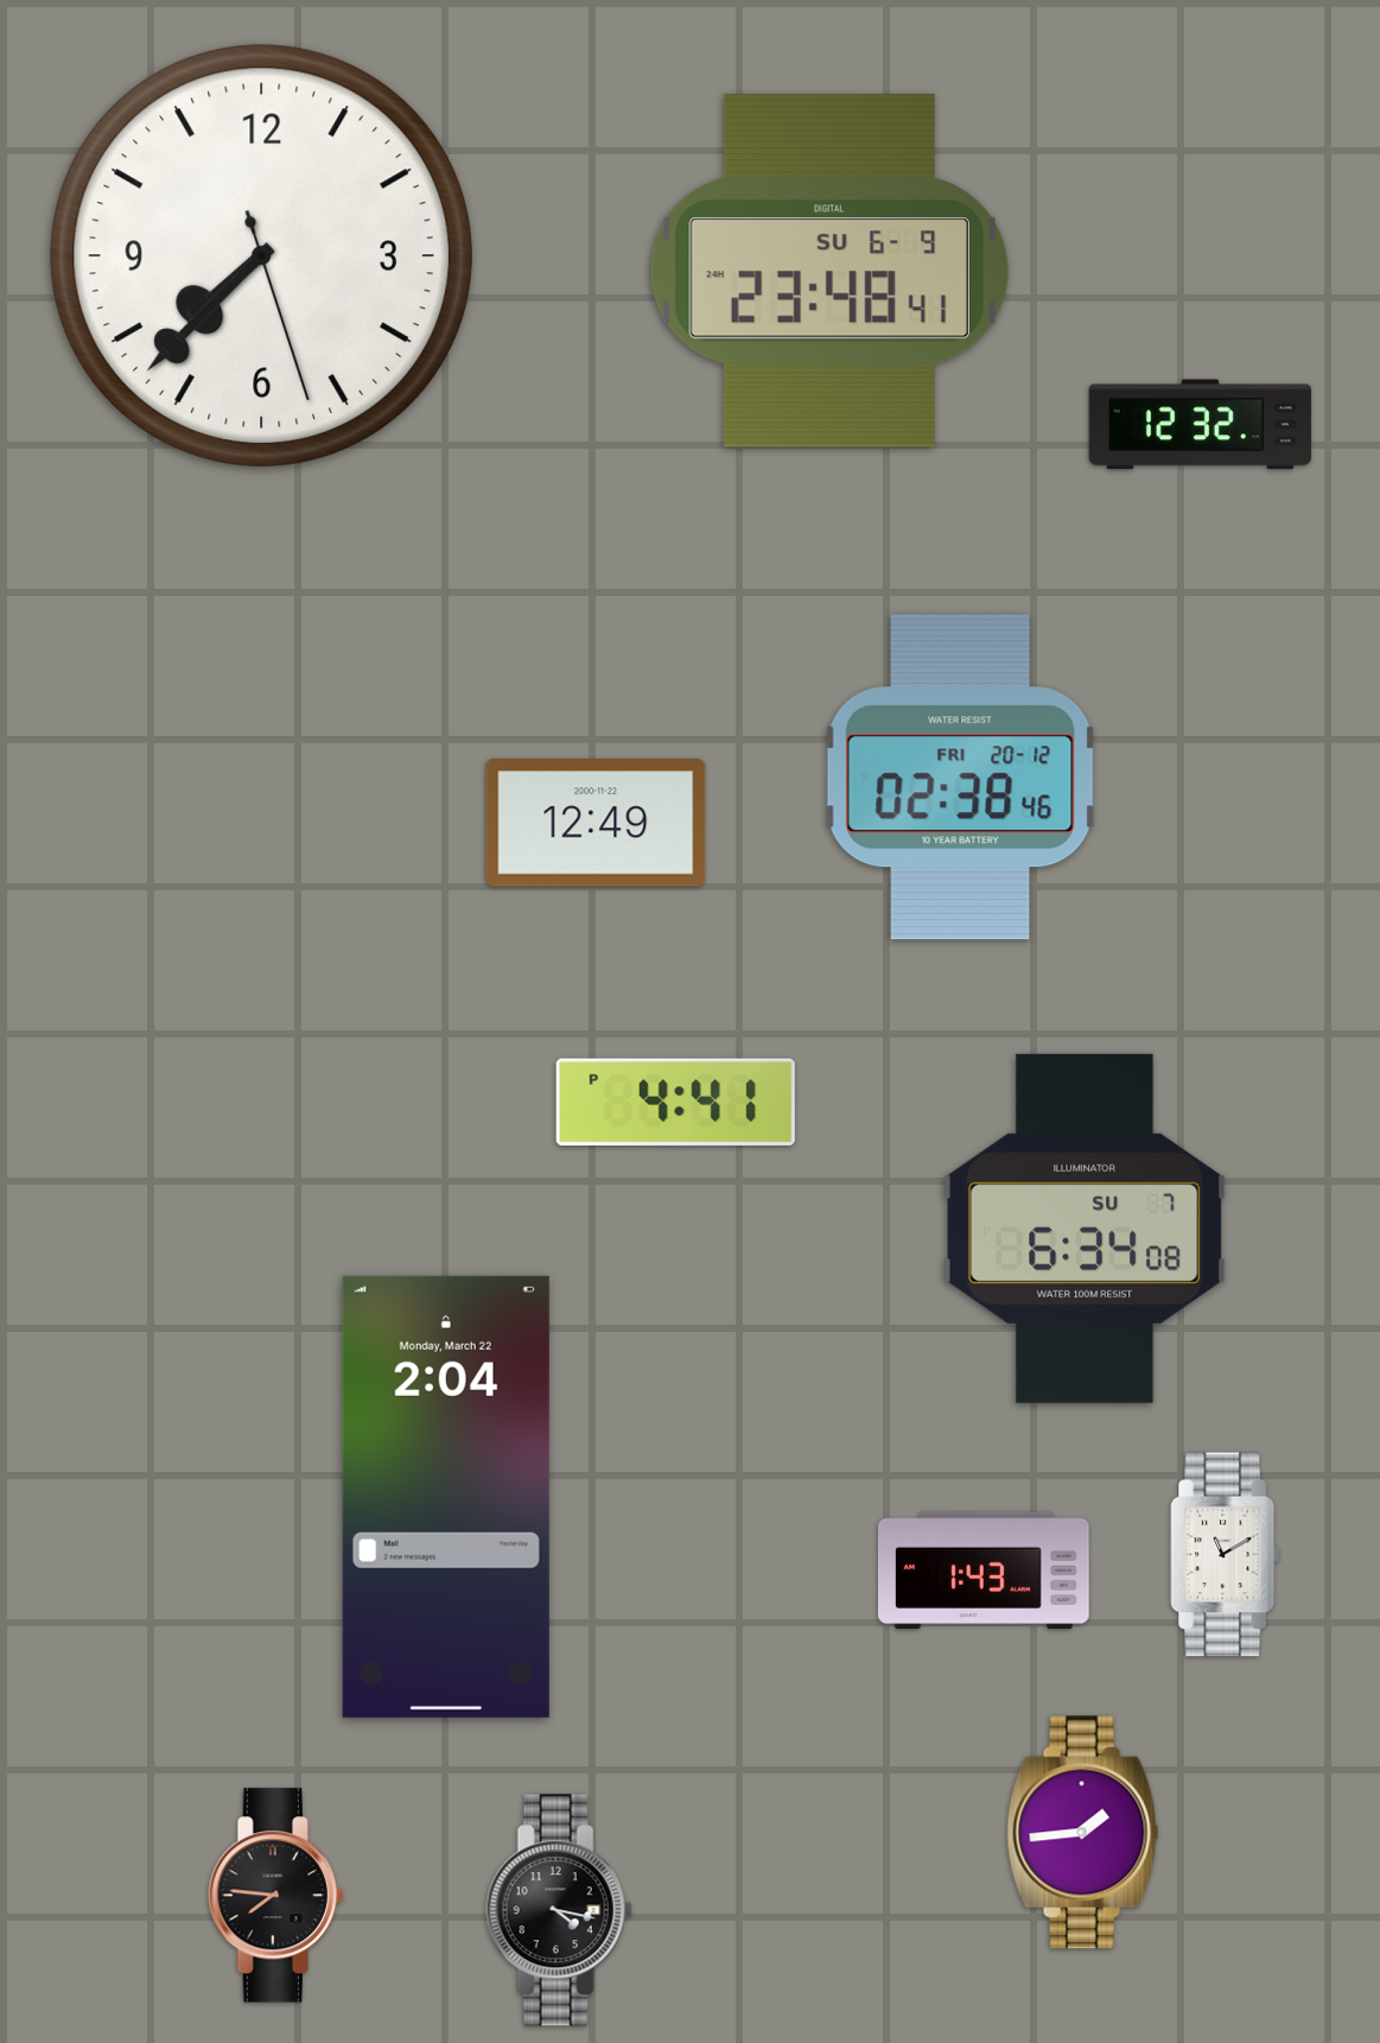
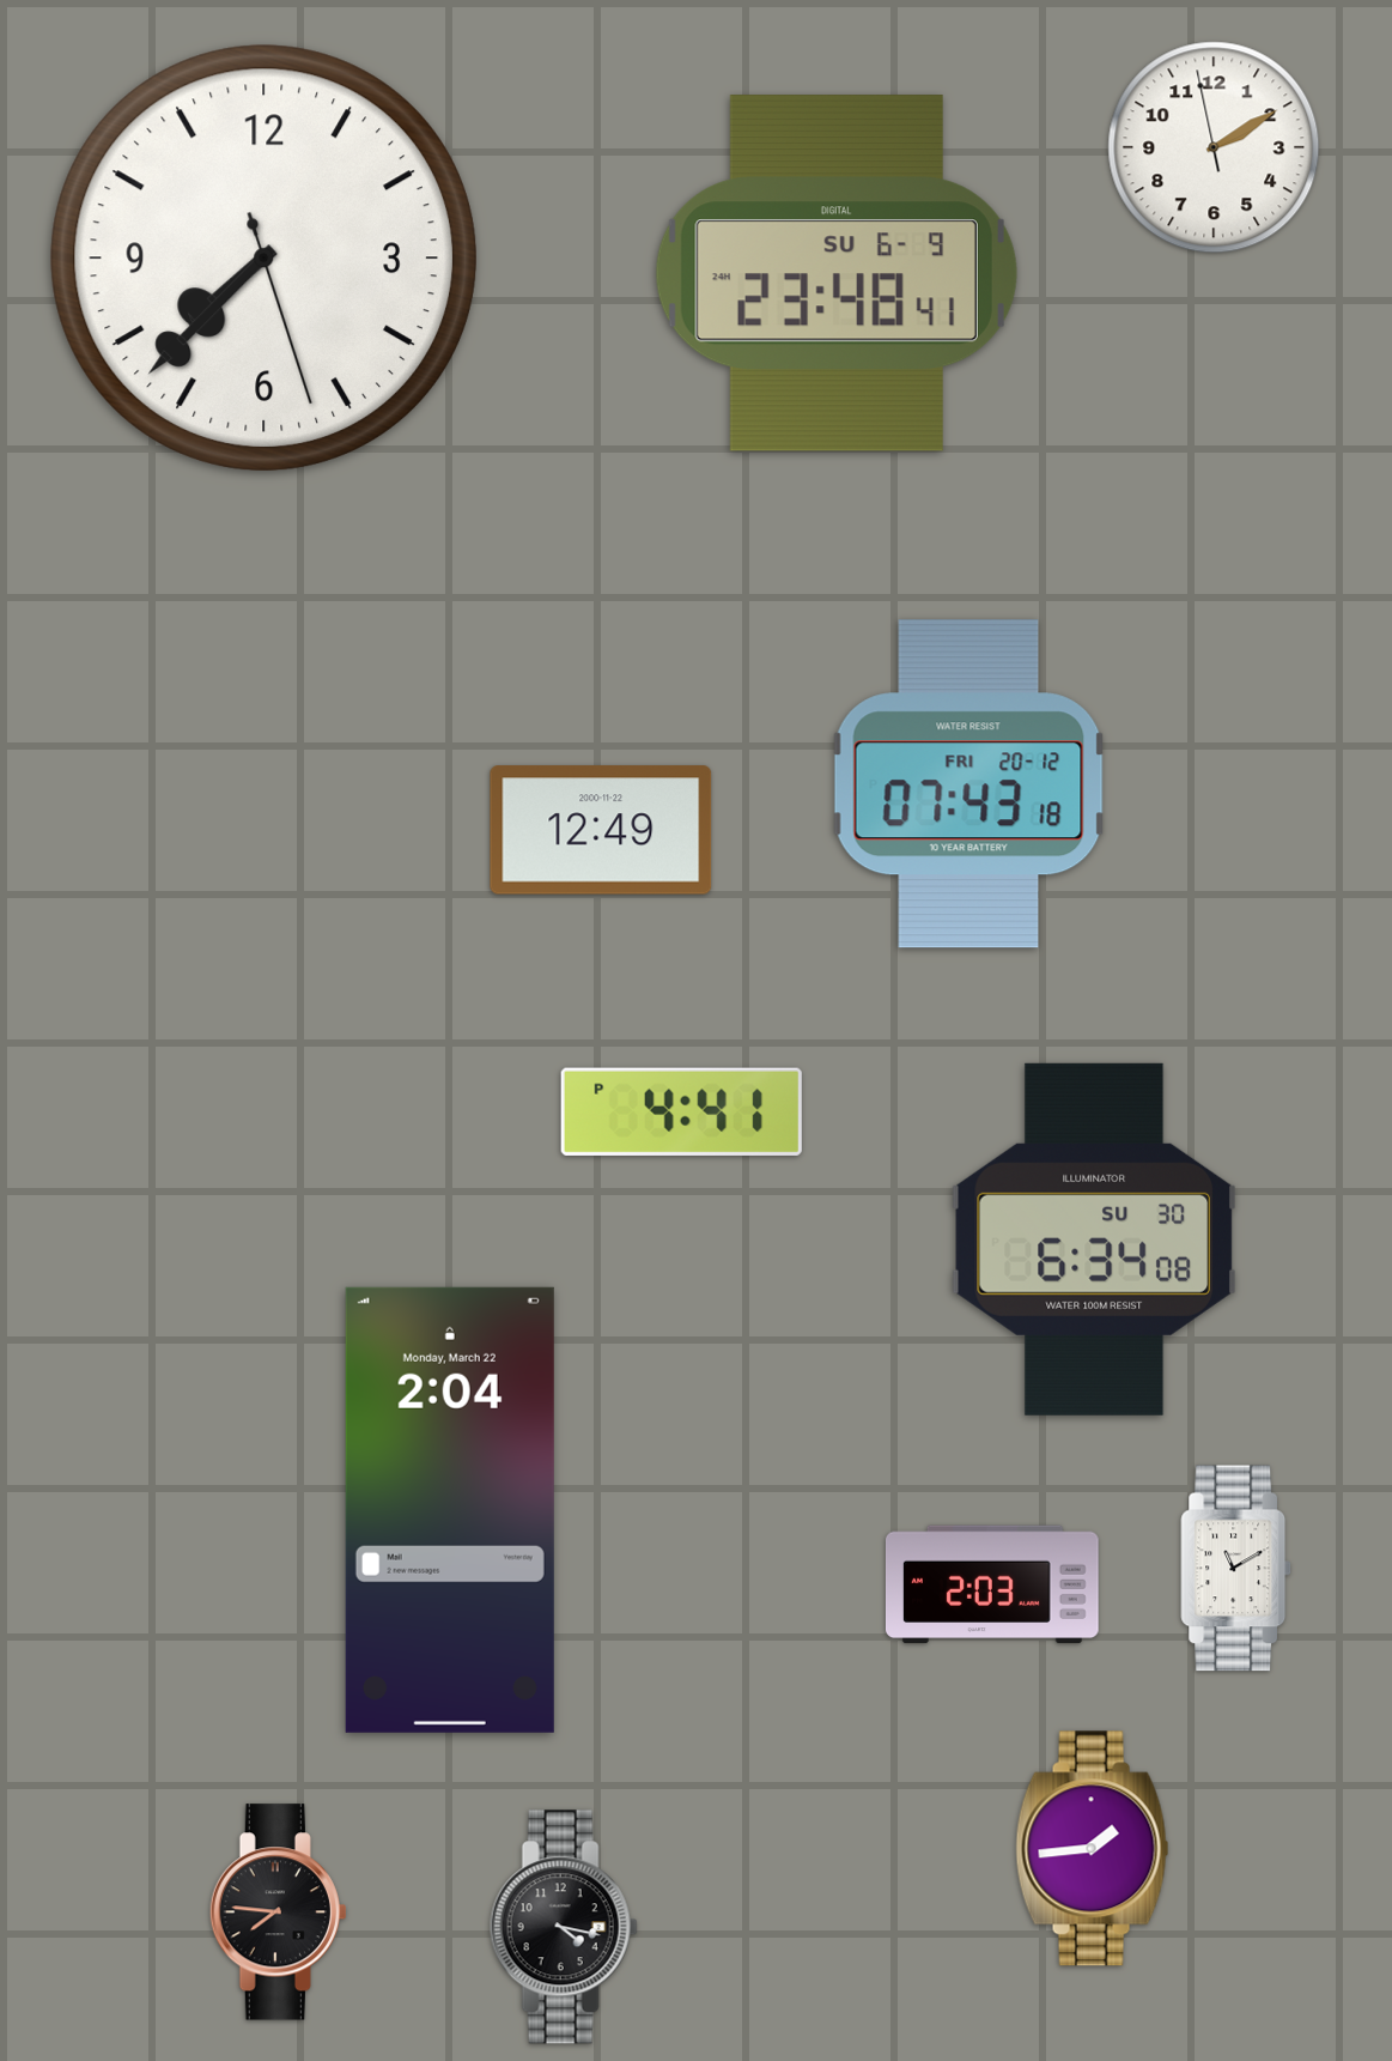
clock at (1214, 147): none -> 2:09
clock at (1200, 425): 12:32 -> none
clock at (960, 778): 02:38 -> 07:43
clock at (1083, 1229) date: SU 7 -> SU 30
clock at (984, 1571): 1:43 -> 2:03
